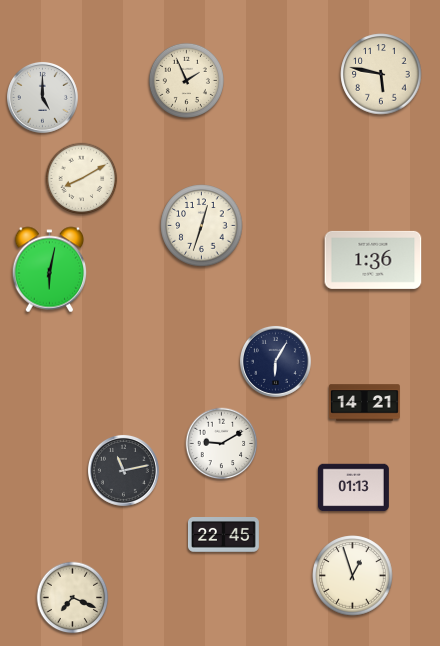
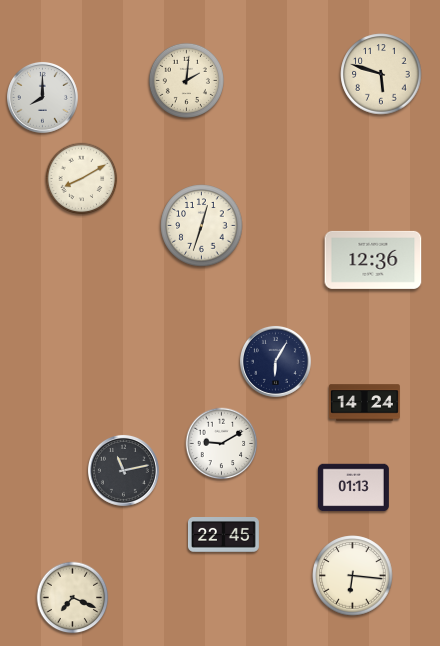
clock at (381, 74): 5:47 -> 5:48
clock at (186, 80): 1:56 -> 2:01
clock at (42, 97): 5:00 -> 8:00
clock at (373, 260): 1:36 -> 12:36
clock at (50, 270): 6:02 -> none
clock at (364, 403): 14:21 -> 14:24
clock at (353, 576): 12:57 -> 6:16
